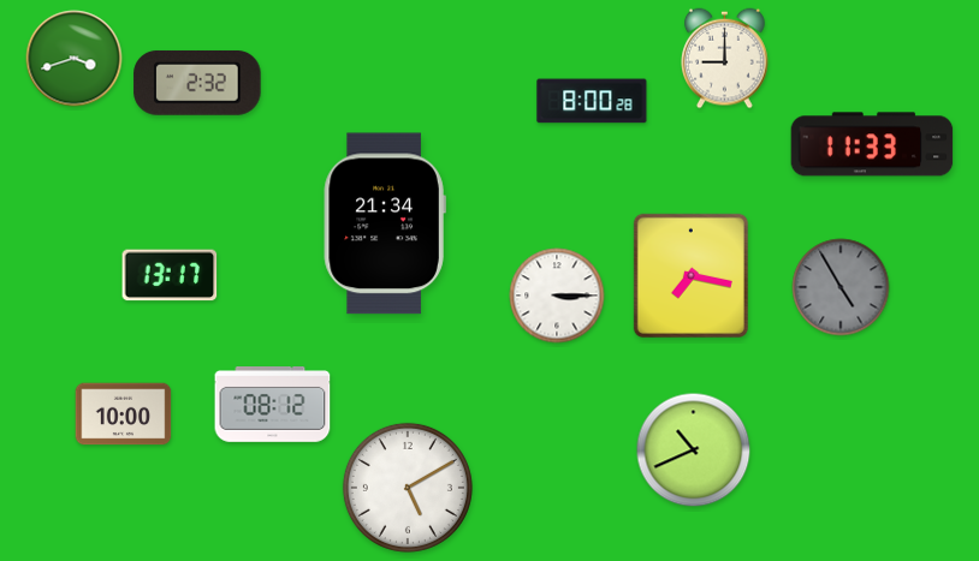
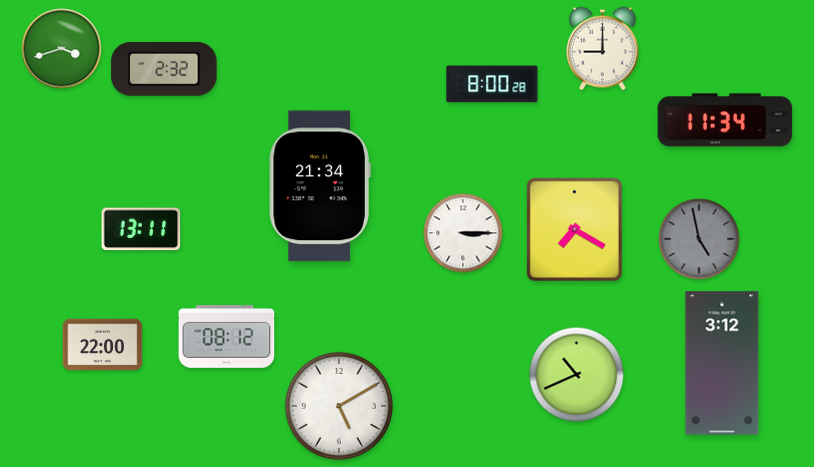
clock at (872, 144): 11:33 -> 11:34
clock at (170, 275): 13:17 -> 13:11
clock at (690, 275): 7:17 -> 7:20
clock at (841, 287): 4:55 -> 4:58
clock at (557, 296) position: (557, 296) -> (463, 233)
clock at (124, 414): 10:00 -> 22:00
clock at (722, 363): none -> 3:12
